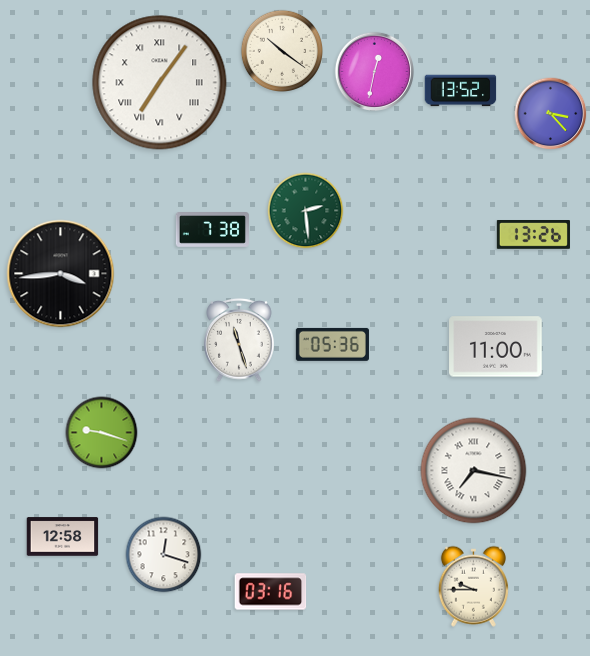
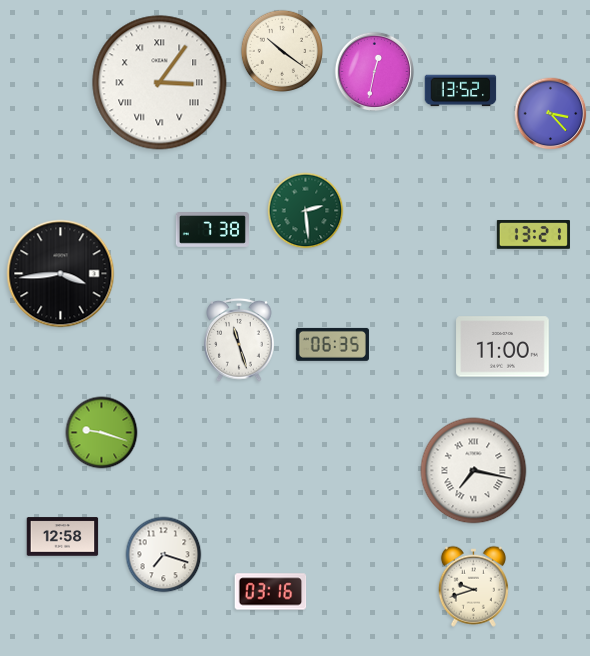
clock at (160, 83): 7:06 -> 3:06
clock at (533, 235): 13:26 -> 13:21
clock at (332, 344): 05:36 -> 06:35
clock at (496, 347) position: (496, 347) -> (503, 347)
clock at (164, 555): 12:18 -> 7:18
clock at (473, 586): 9:45 -> 9:42
